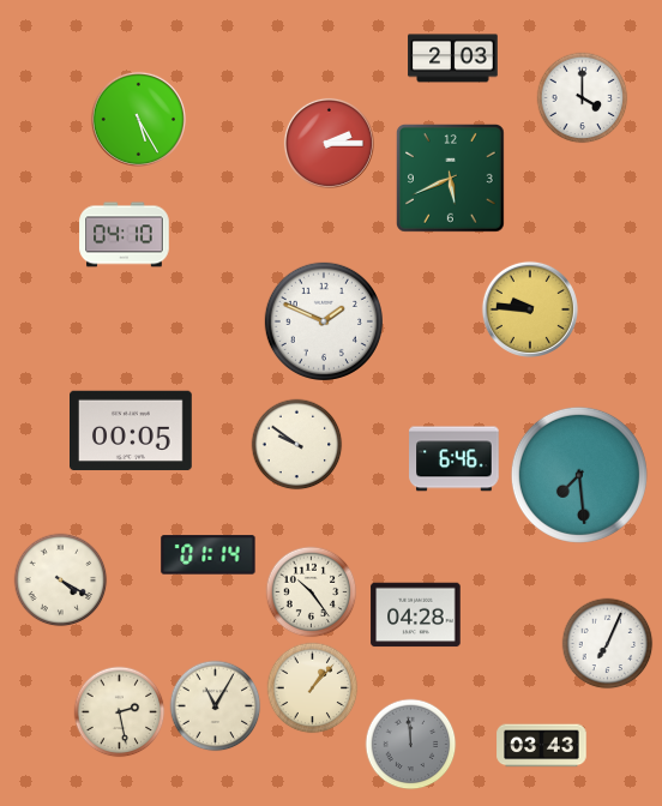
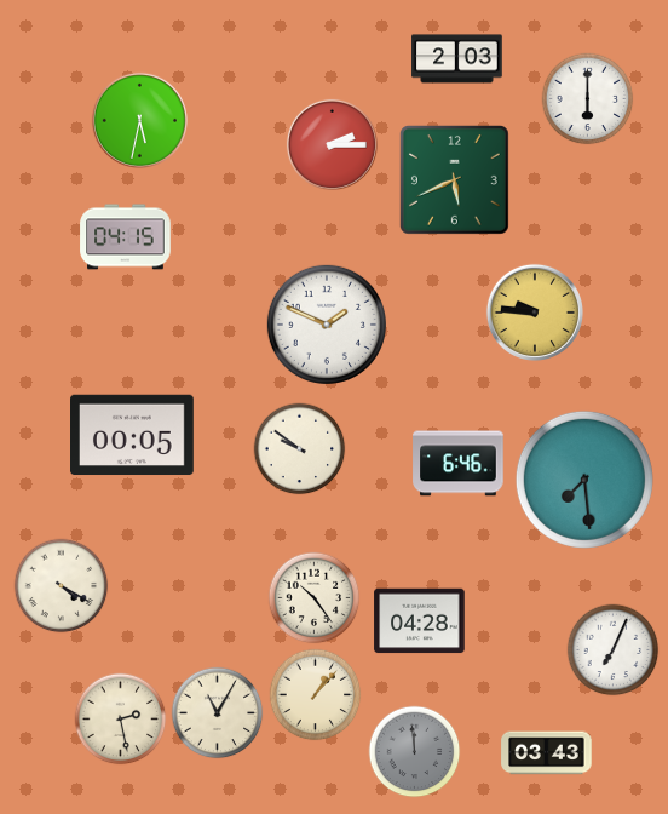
clock at (583, 98): 4:00 -> 6:00
clock at (138, 119): 5:25 -> 5:32
clock at (125, 235): 04:10 -> 04:15
clock at (209, 555): 01:14 -> none
